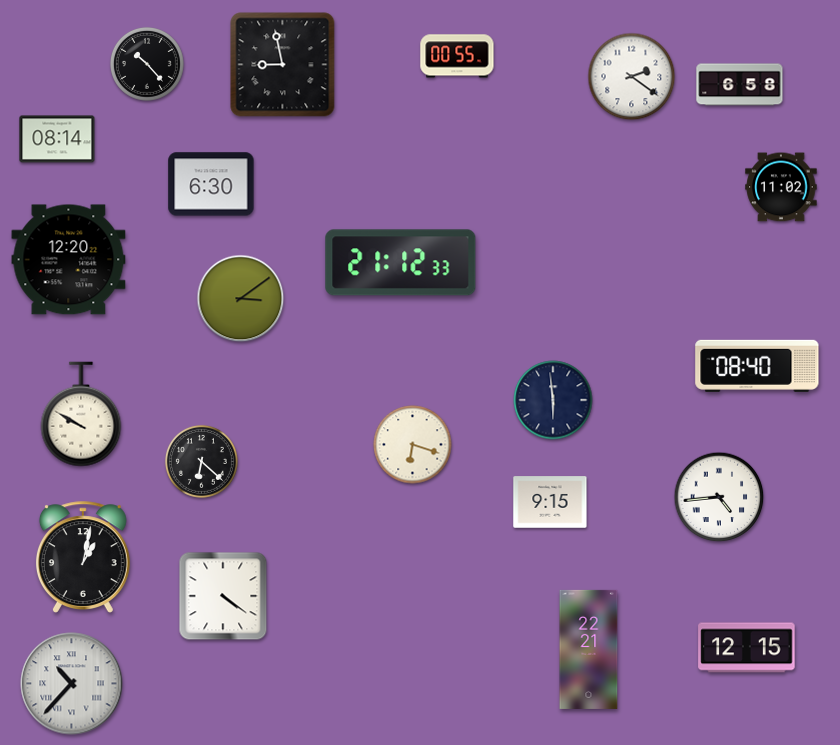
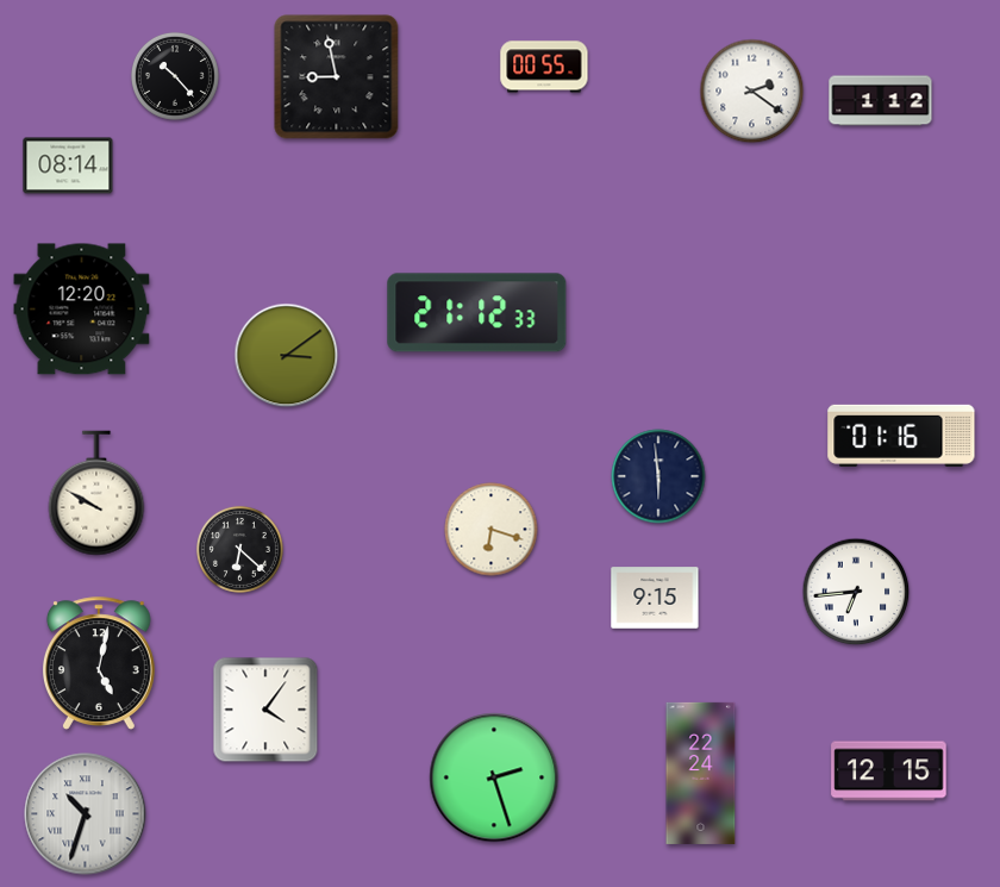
clock at (740, 85): 6:58 -> 1:12
clock at (211, 184): 6:30 -> none
clock at (781, 187): 11:02 -> none
clock at (757, 366): 08:40 -> 01:16
clock at (719, 497): 4:44 -> 6:44
clock at (83, 557): 1:02 -> 5:02
clock at (223, 596): 4:21 -> 4:06
clock at (589, 649): 22:21 -> 22:24
clock at (494, 777): none -> 2:27
clock at (72, 684): 10:37 -> 10:33
